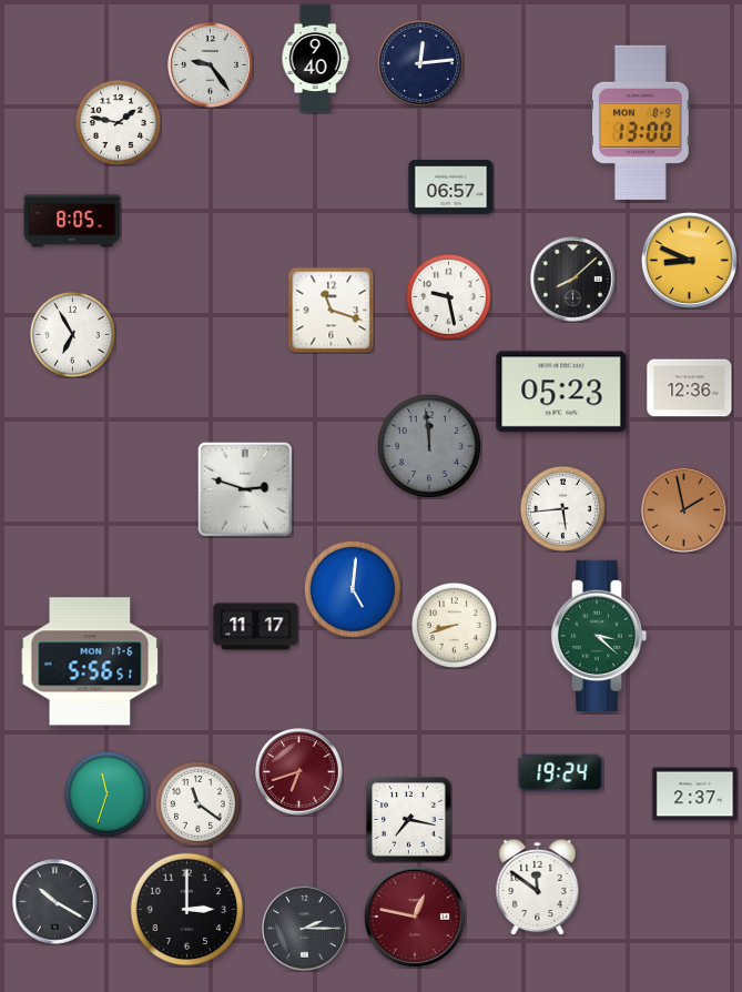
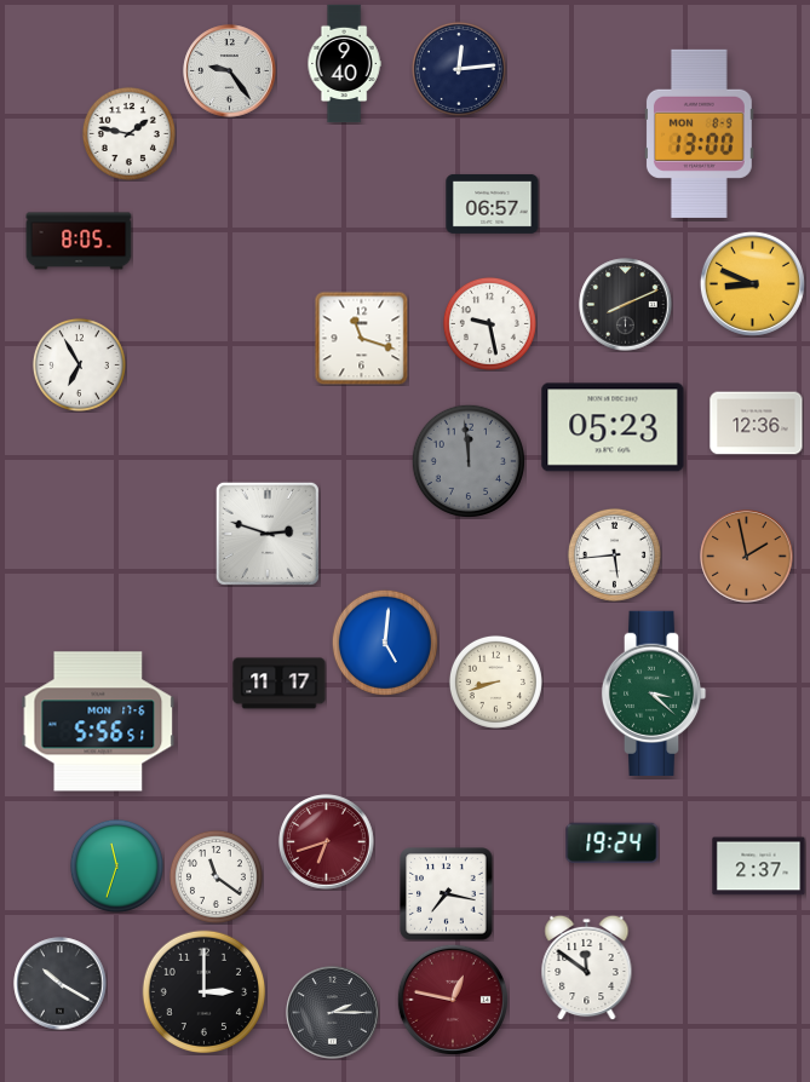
clock at (573, 280): 8:08 -> 8:11
clock at (690, 388) position: (690, 388) -> (757, 424)
clock at (429, 446) position: (429, 446) -> (469, 461)
